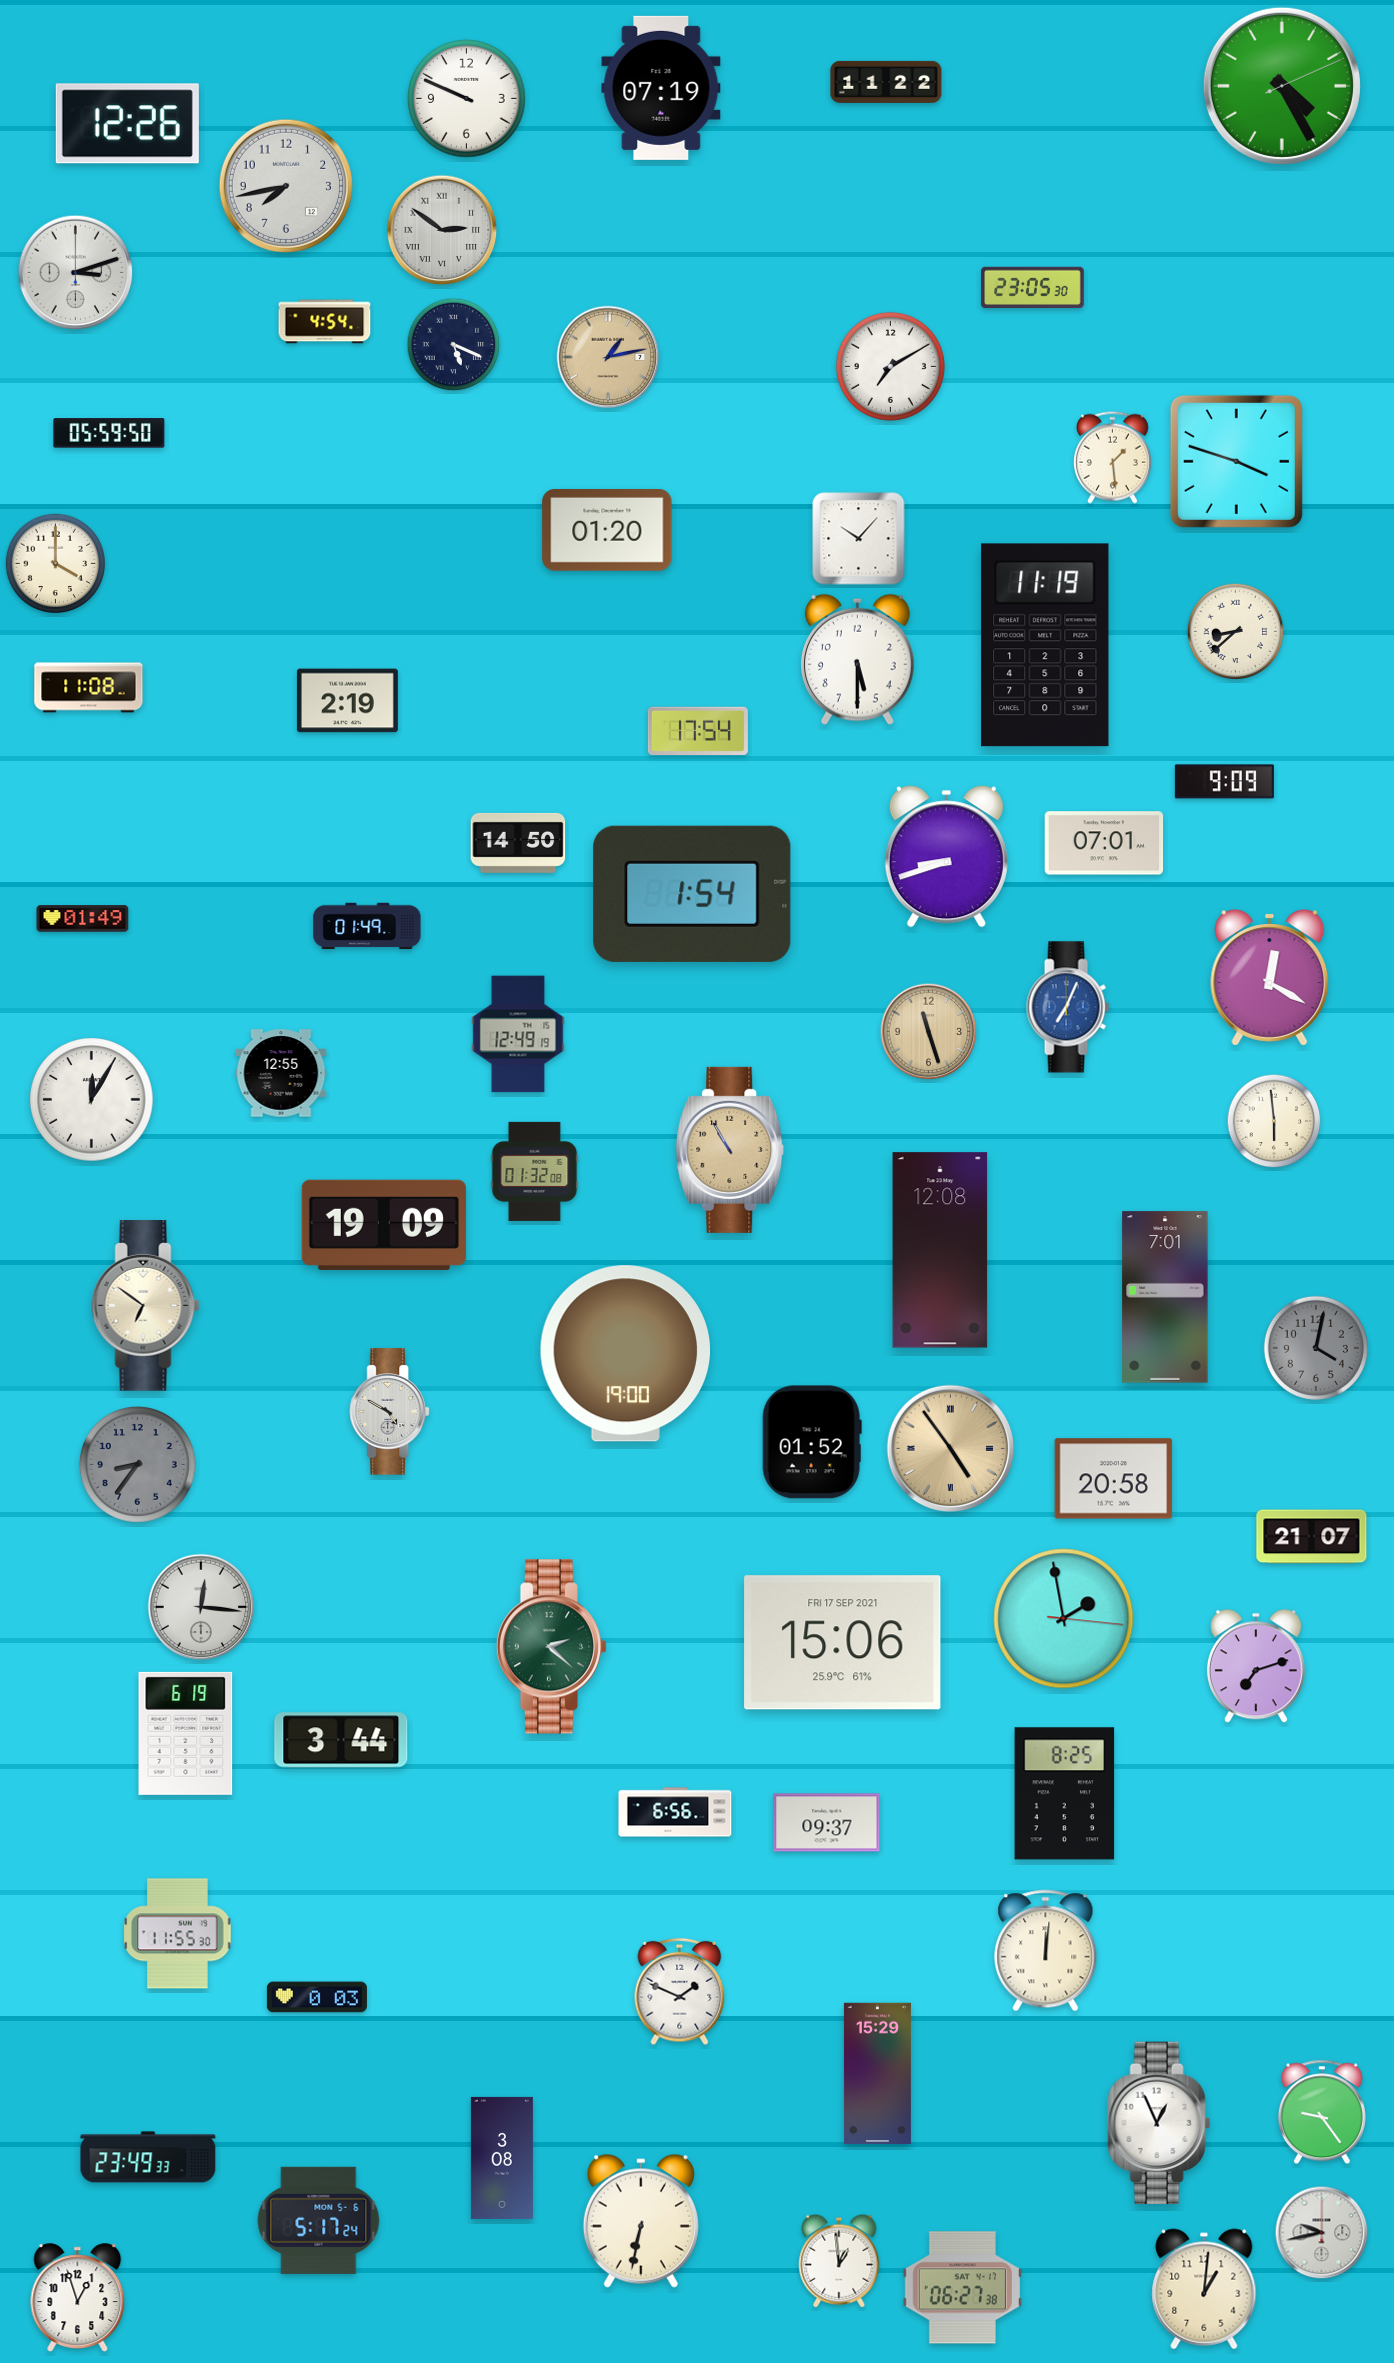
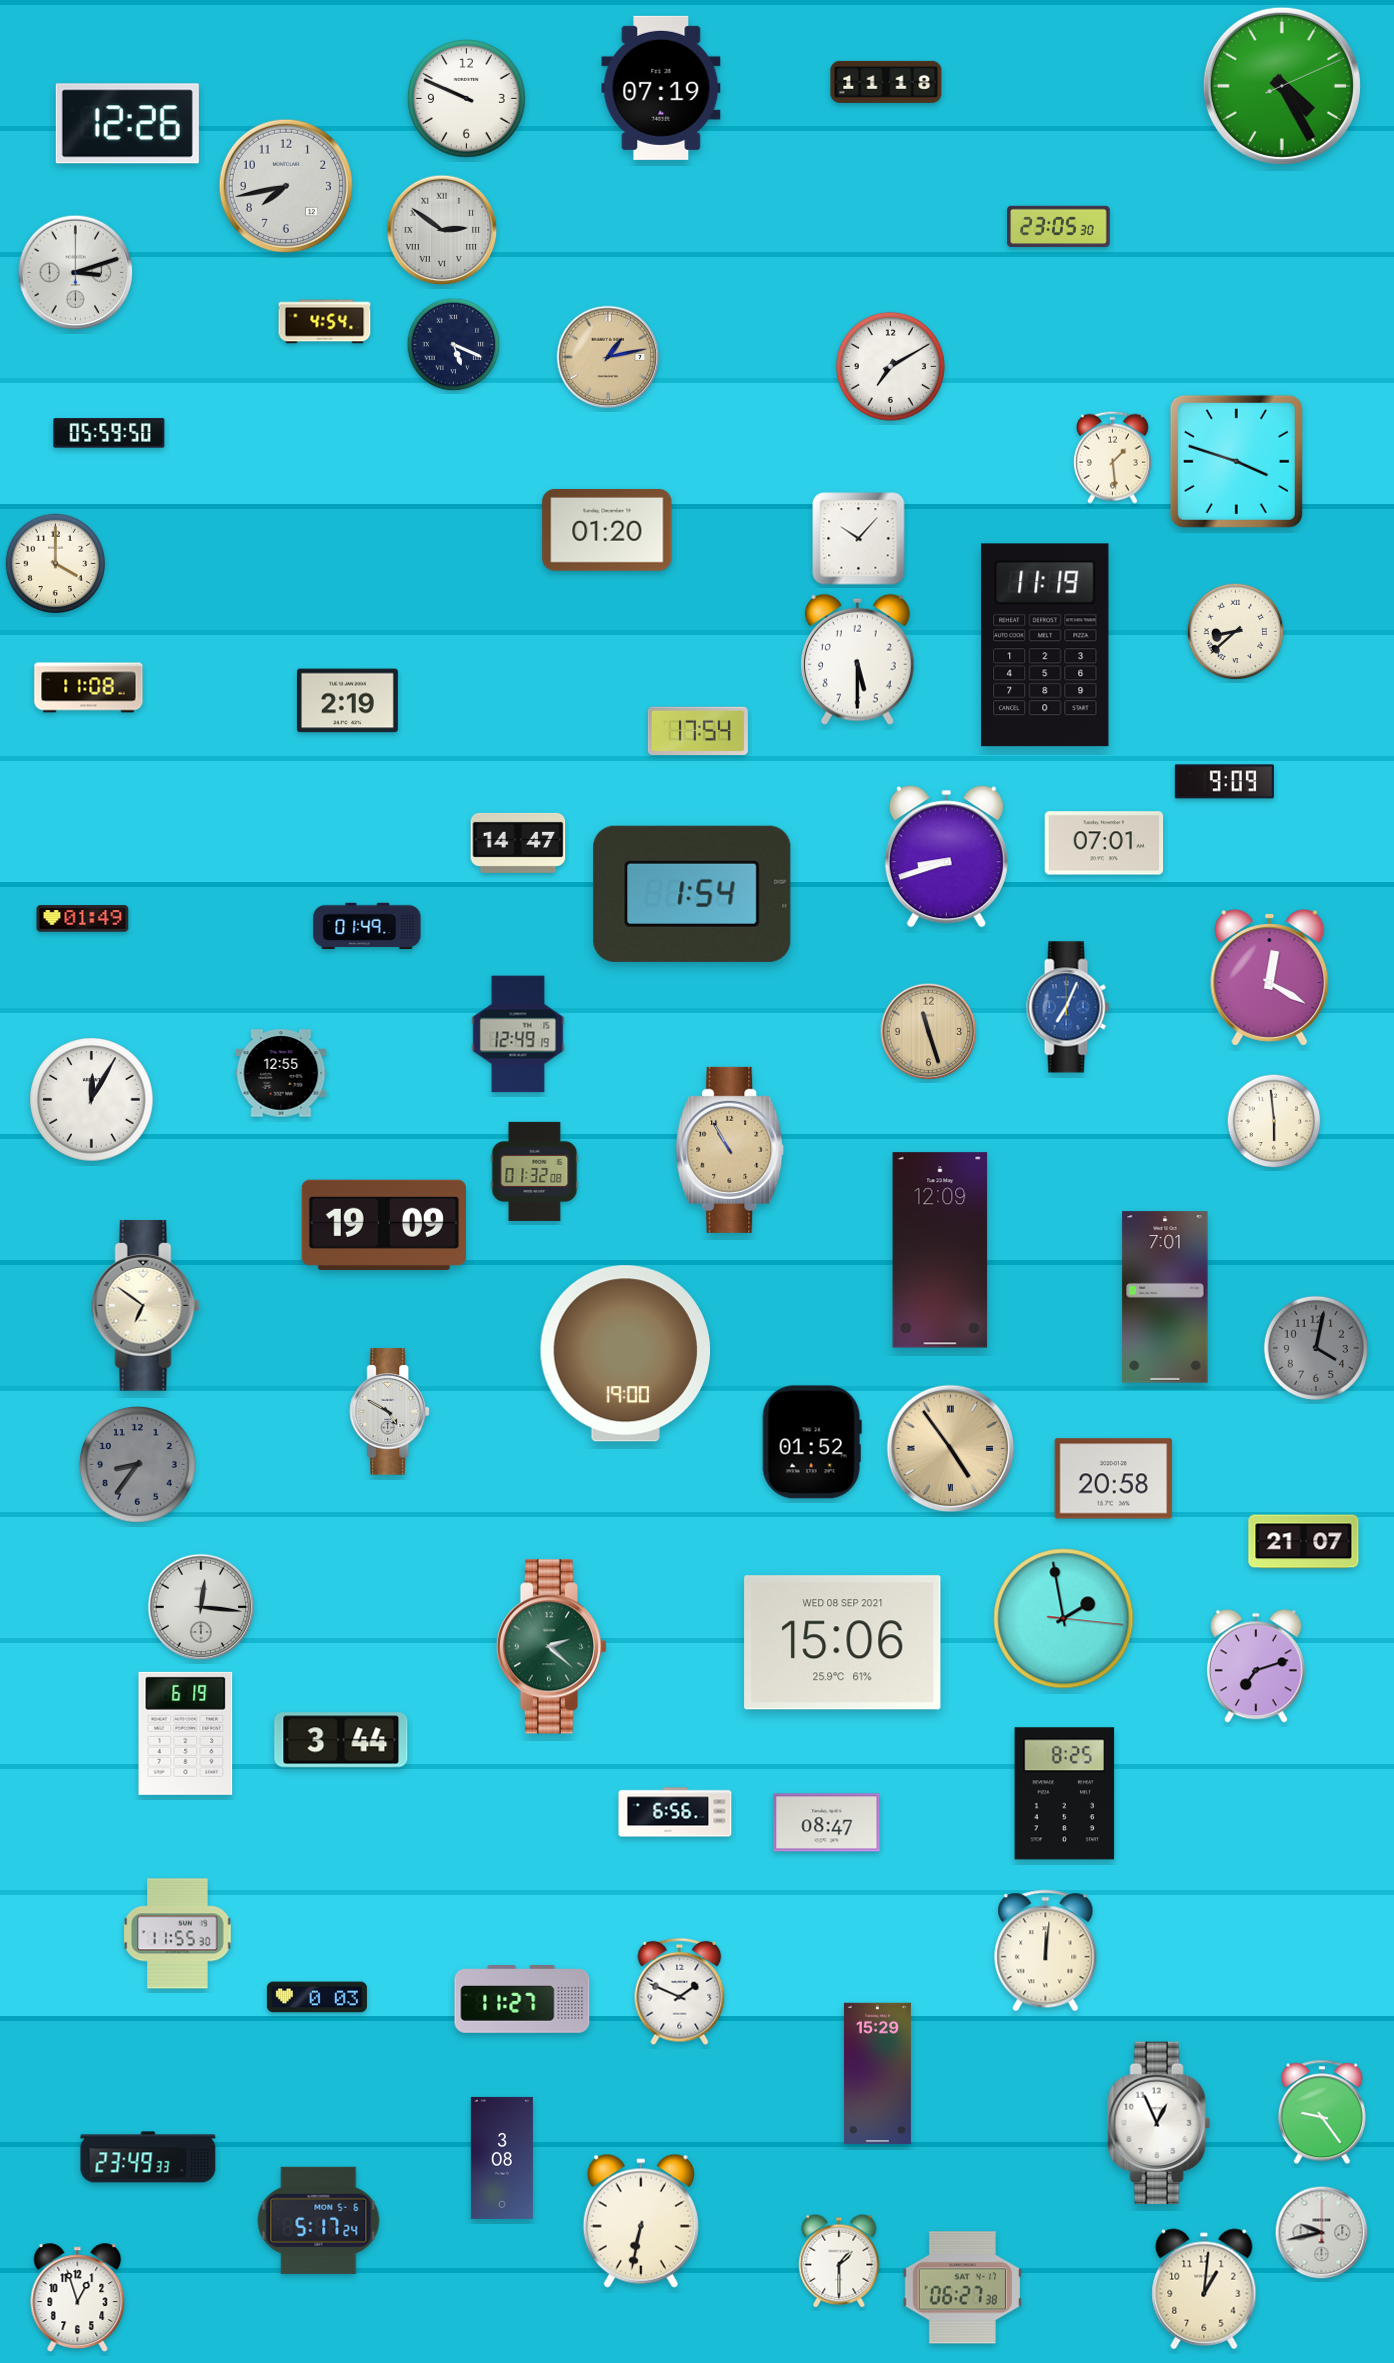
clock at (886, 82): 11:22 -> 11:18
clock at (1033, 288) position: (1033, 288) -> (1059, 227)
clock at (518, 843): 14:50 -> 14:47
clock at (940, 1250): 12:08 -> 12:09
clock at (1312, 1537) position: (1312, 1537) -> (1304, 1542)
clock at (843, 1643) date: FRI 17 SEP 2021 -> WED 08 SEP 2021
clock at (827, 1823): 09:37 -> 08:47
clock at (522, 2000): none -> 11:27
clock at (839, 2261): 12:59 -> 1:30
